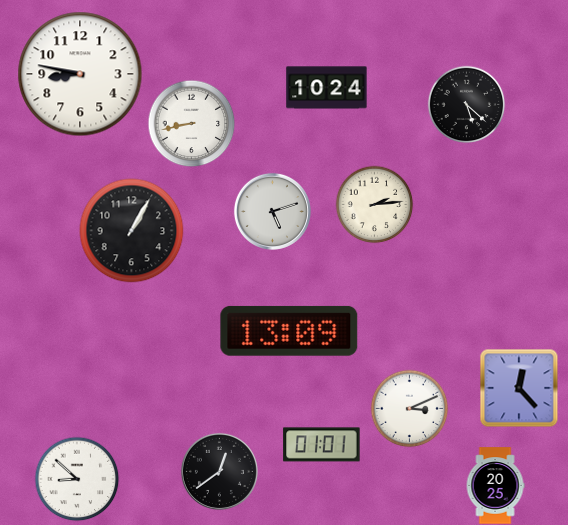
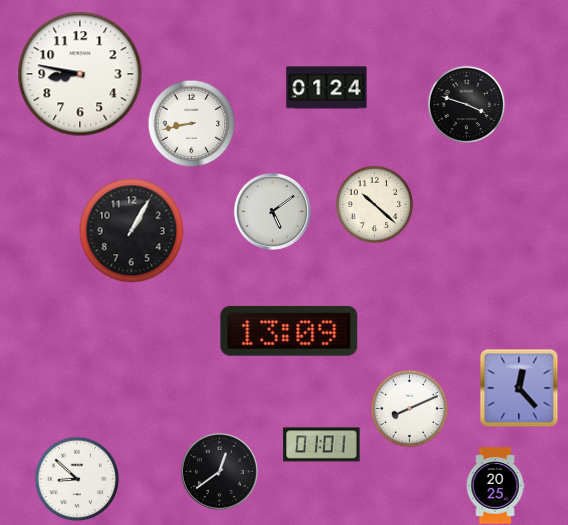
clock at (327, 88): 10:24 -> 01:24
clock at (466, 104): 5:22 -> 3:48
clock at (374, 204): 2:14 -> 10:22
clock at (272, 211): 5:12 -> 5:09
clock at (409, 408): 3:11 -> 8:11
